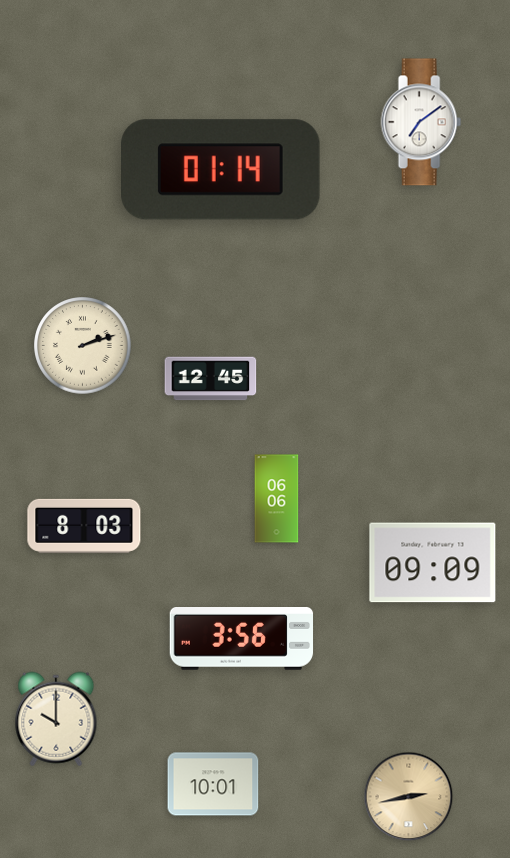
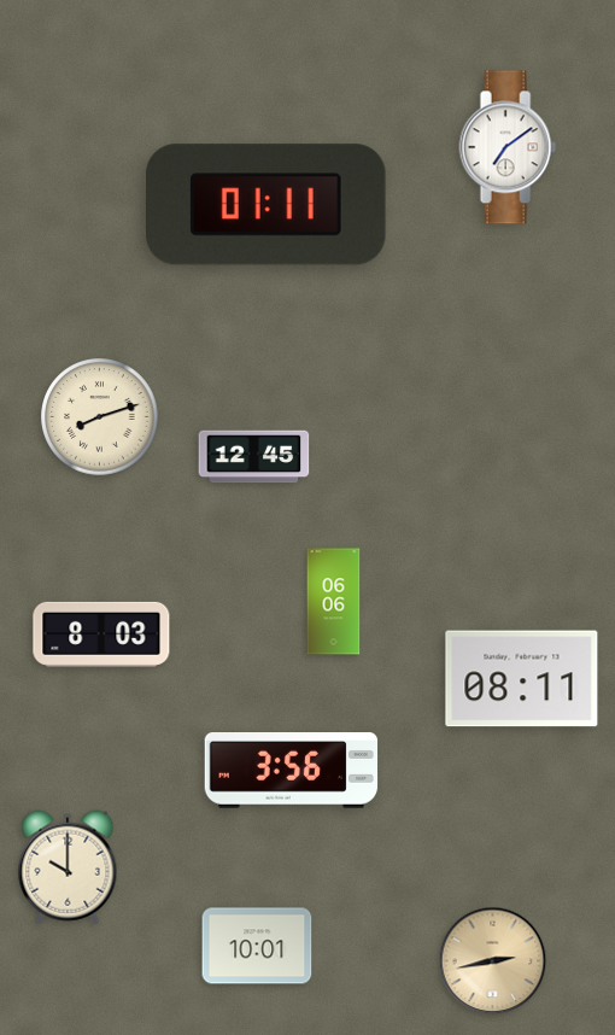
clock at (221, 170): 01:14 -> 01:11
clock at (83, 346): 2:12 -> 8:12
clock at (433, 563): 09:09 -> 08:11
